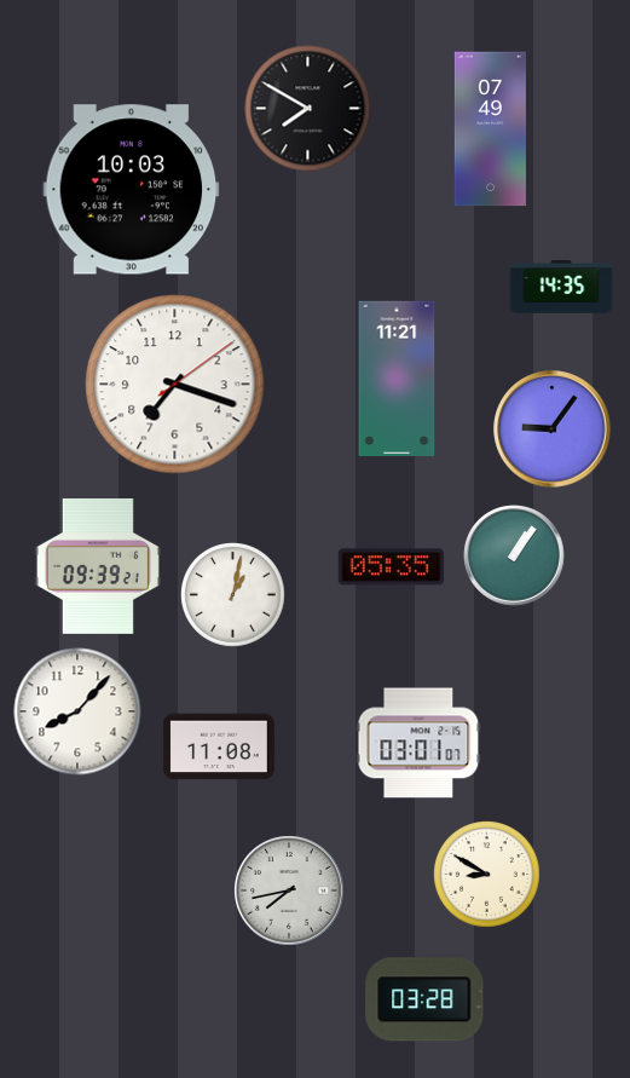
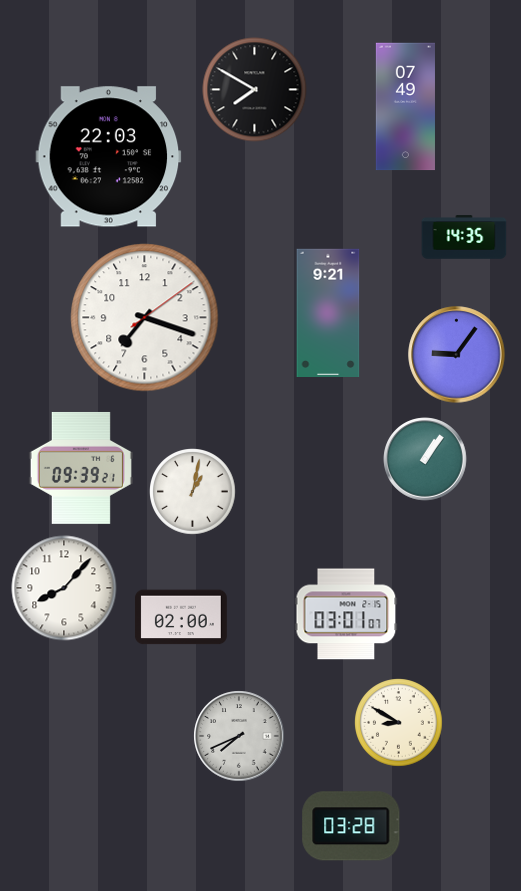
clock at (132, 190): 10:03 -> 22:03
clock at (397, 377): 11:21 -> 9:21
clock at (392, 567): 05:35 -> none
clock at (219, 746): 11:08 -> 02:00
clock at (487, 875) position: (487, 875) -> (399, 723)
clock at (289, 890): 7:43 -> 7:41
